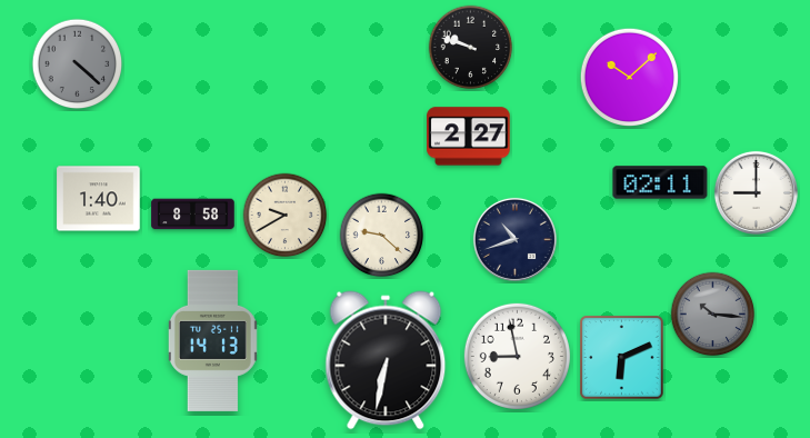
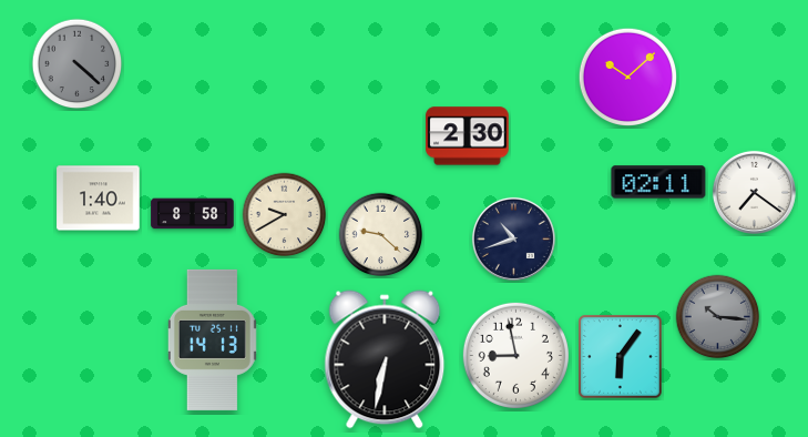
clock at (471, 48): 9:48 -> none
clock at (469, 137): 2:27 -> 2:30
clock at (756, 192): 9:00 -> 7:21
clock at (713, 315) position: (713, 315) -> (718, 317)
clock at (622, 358): 6:11 -> 6:06
